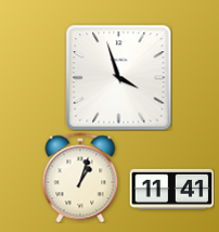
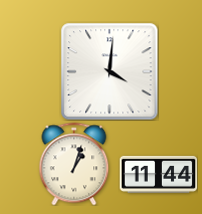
clock at (118, 77): 3:57 -> 4:01
clock at (171, 189): 11:41 -> 11:44
